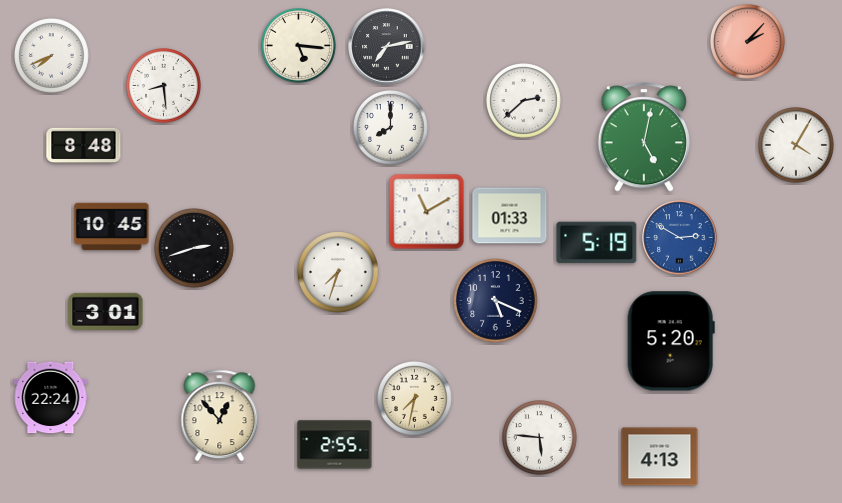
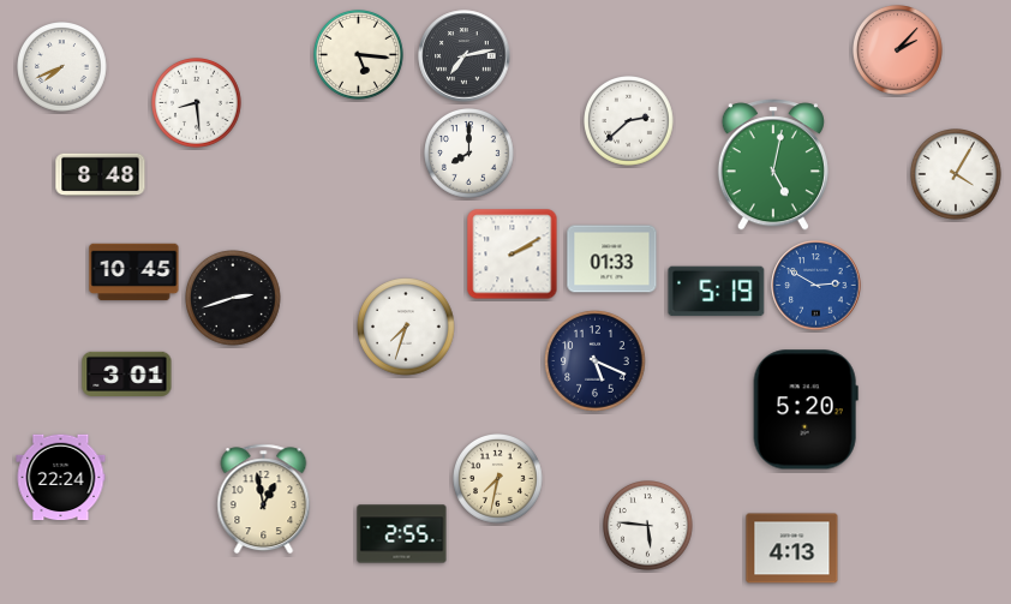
clock at (427, 212): 11:10 -> 2:10
clock at (220, 416): 12:53 -> 12:58
